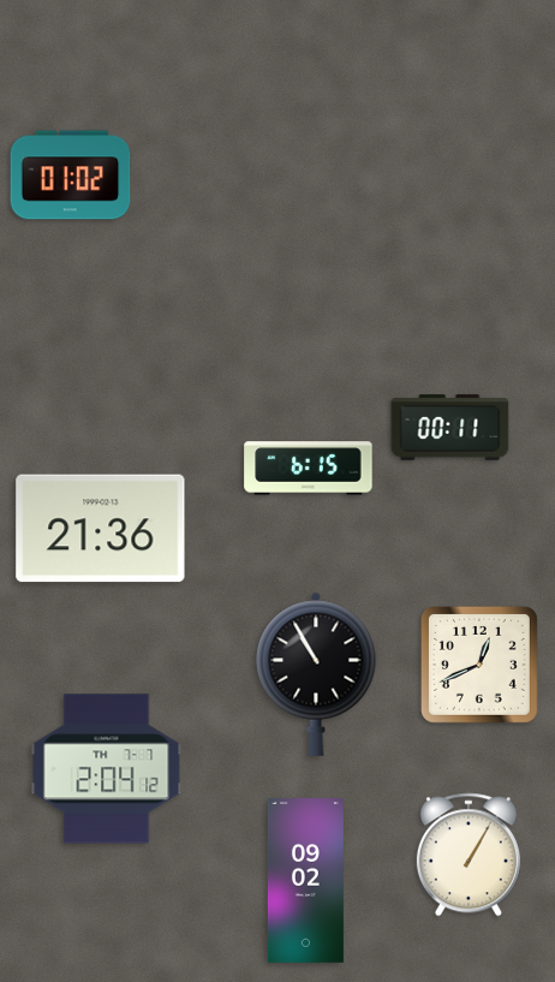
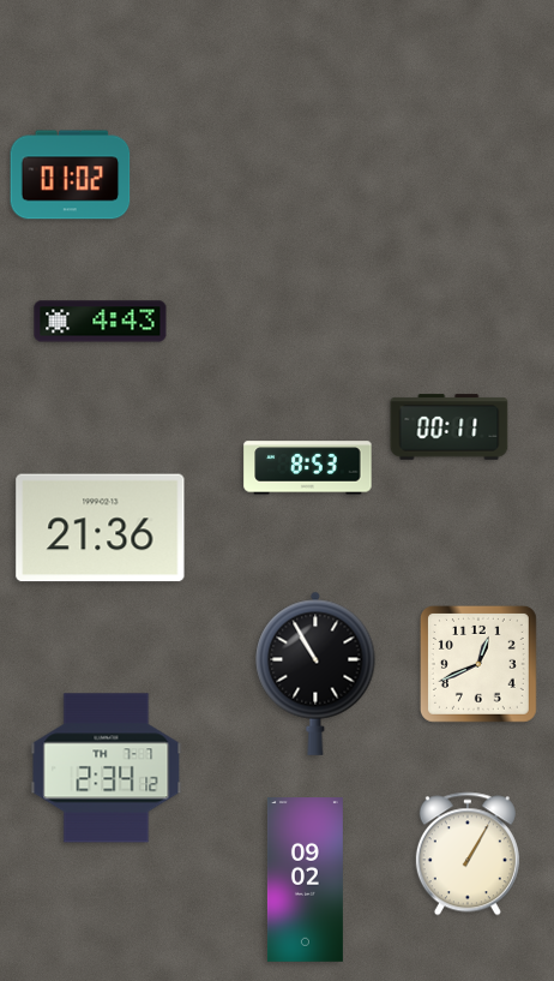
clock at (101, 322): none -> 4:43
clock at (309, 469): 6:15 -> 8:53
clock at (107, 769): 2:04 -> 2:34
